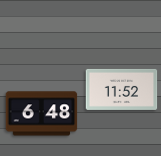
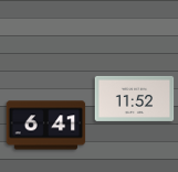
clock at (42, 114): 6:48 -> 6:41
